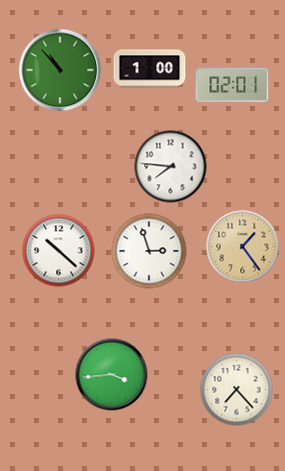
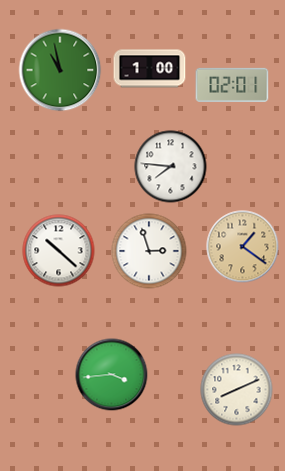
clock at (60, 70): 10:53 -> 10:58
clock at (243, 247): 1:24 -> 1:21
clock at (237, 390): 7:23 -> 8:11
